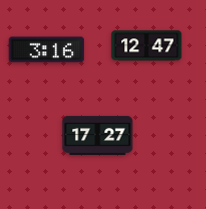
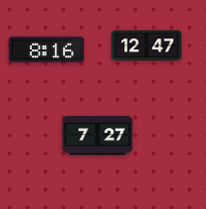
clock at (47, 50): 3:16 -> 8:16
clock at (98, 135): 17:27 -> 7:27
